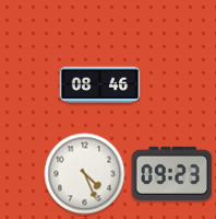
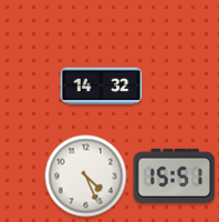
clock at (100, 85): 08:46 -> 14:32
clock at (172, 173): 09:23 -> 15:51
